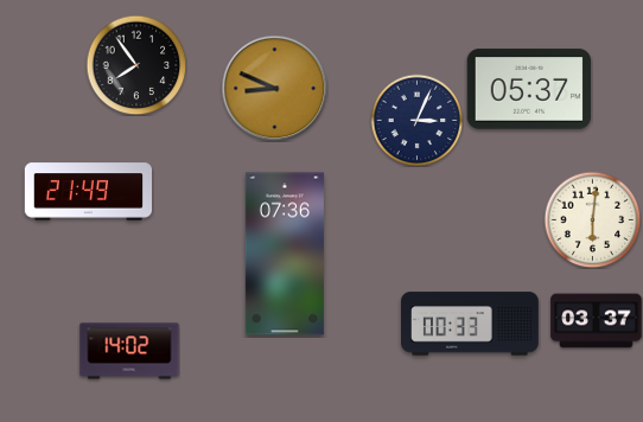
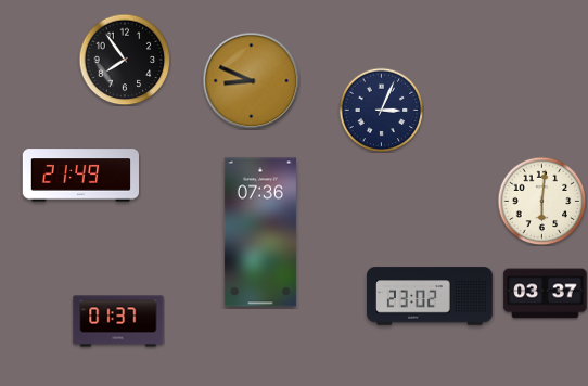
clock at (529, 89): 05:37 -> none
clock at (471, 324): 00:33 -> 23:02
clock at (129, 351): 14:02 -> 01:37
